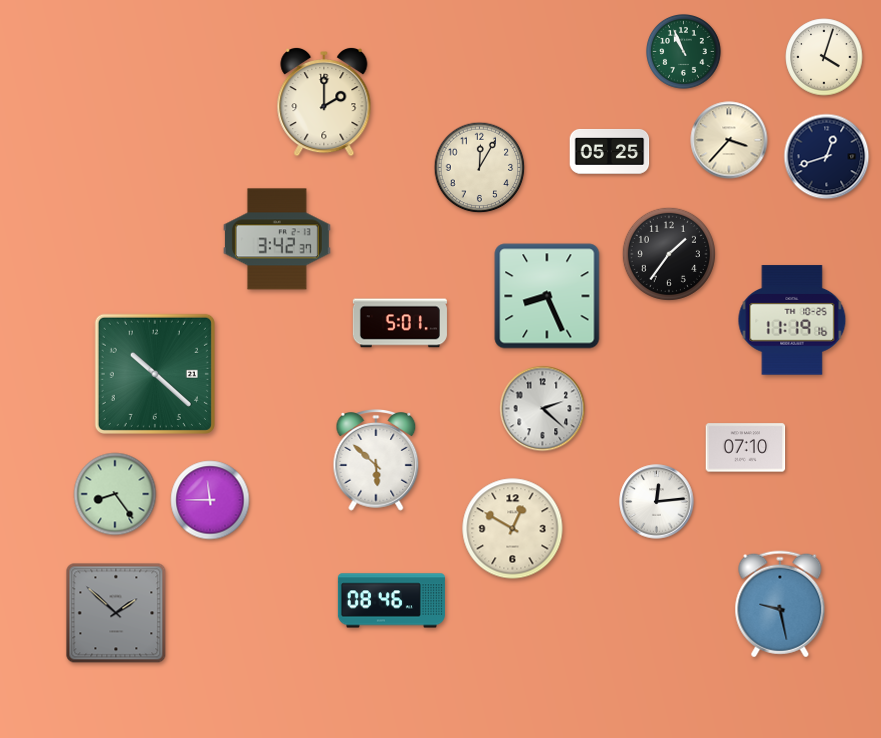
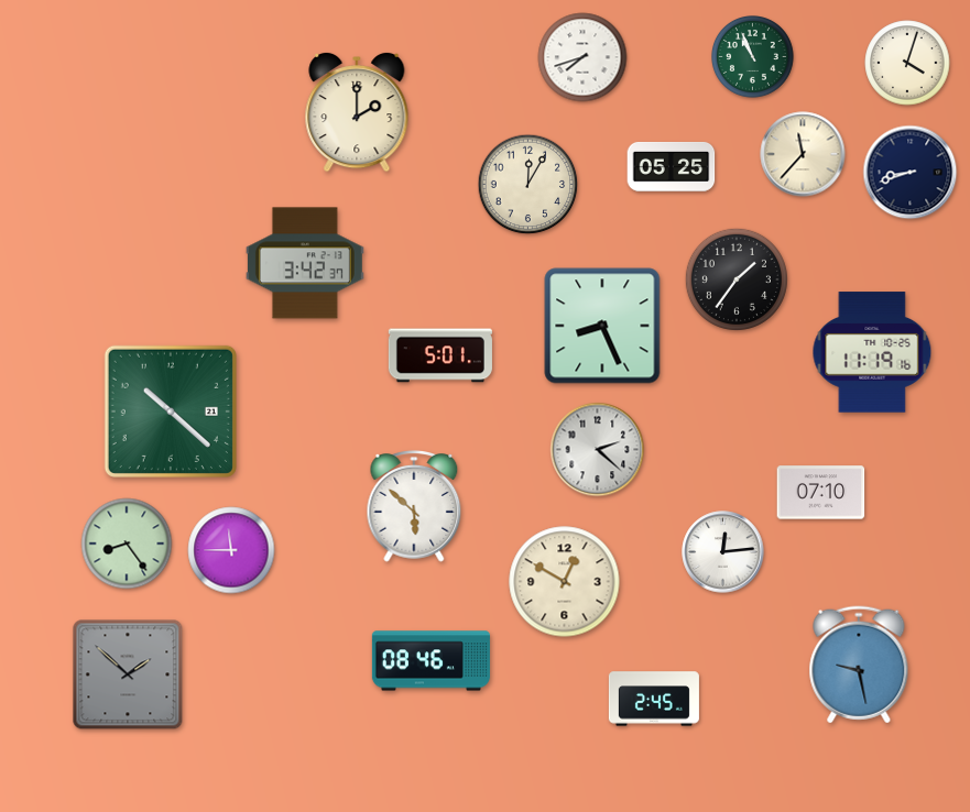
clock at (582, 57): none -> 7:42
clock at (729, 140): 3:37 -> 11:37
clock at (827, 157): 12:42 -> 8:42
clock at (654, 699): none -> 2:45
